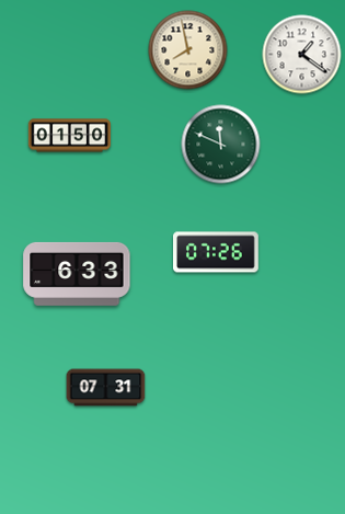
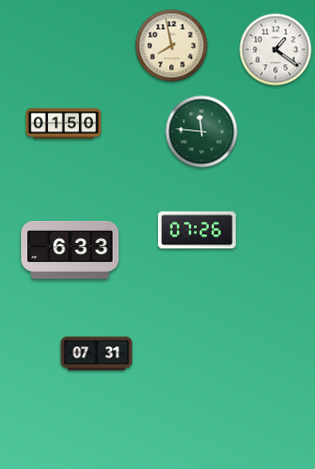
clock at (221, 145): 11:49 -> 11:46
